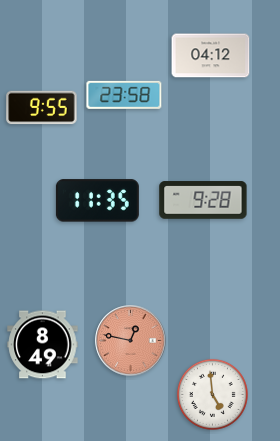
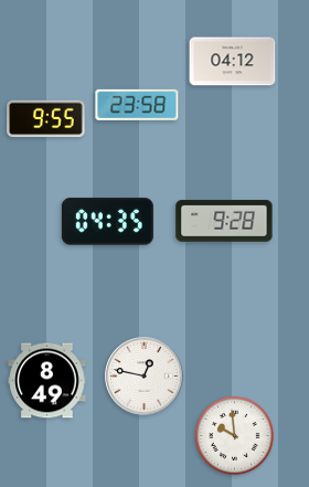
clock at (97, 201): 11:35 -> 04:35
clock at (131, 341) dial: salmon -> white
clock at (212, 394): 4:59 -> 9:59
